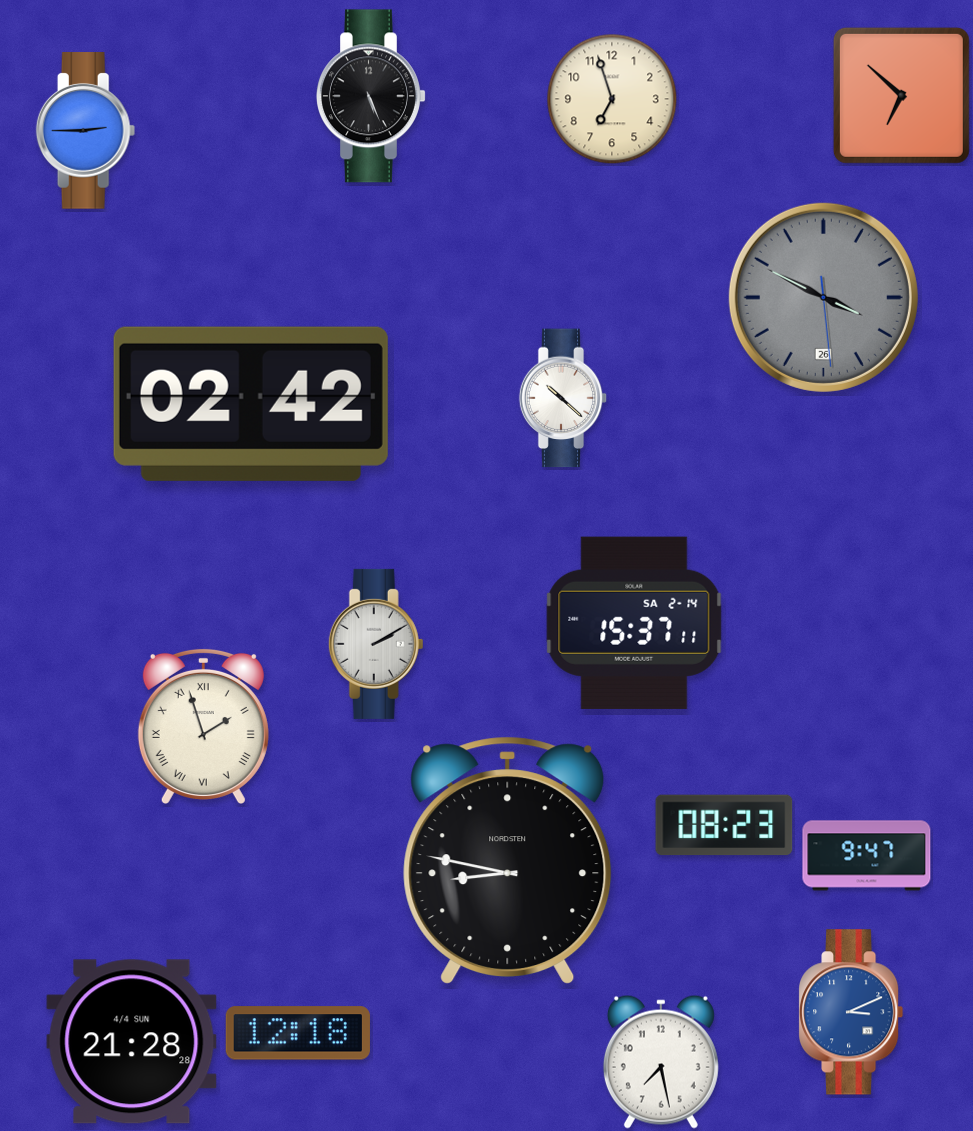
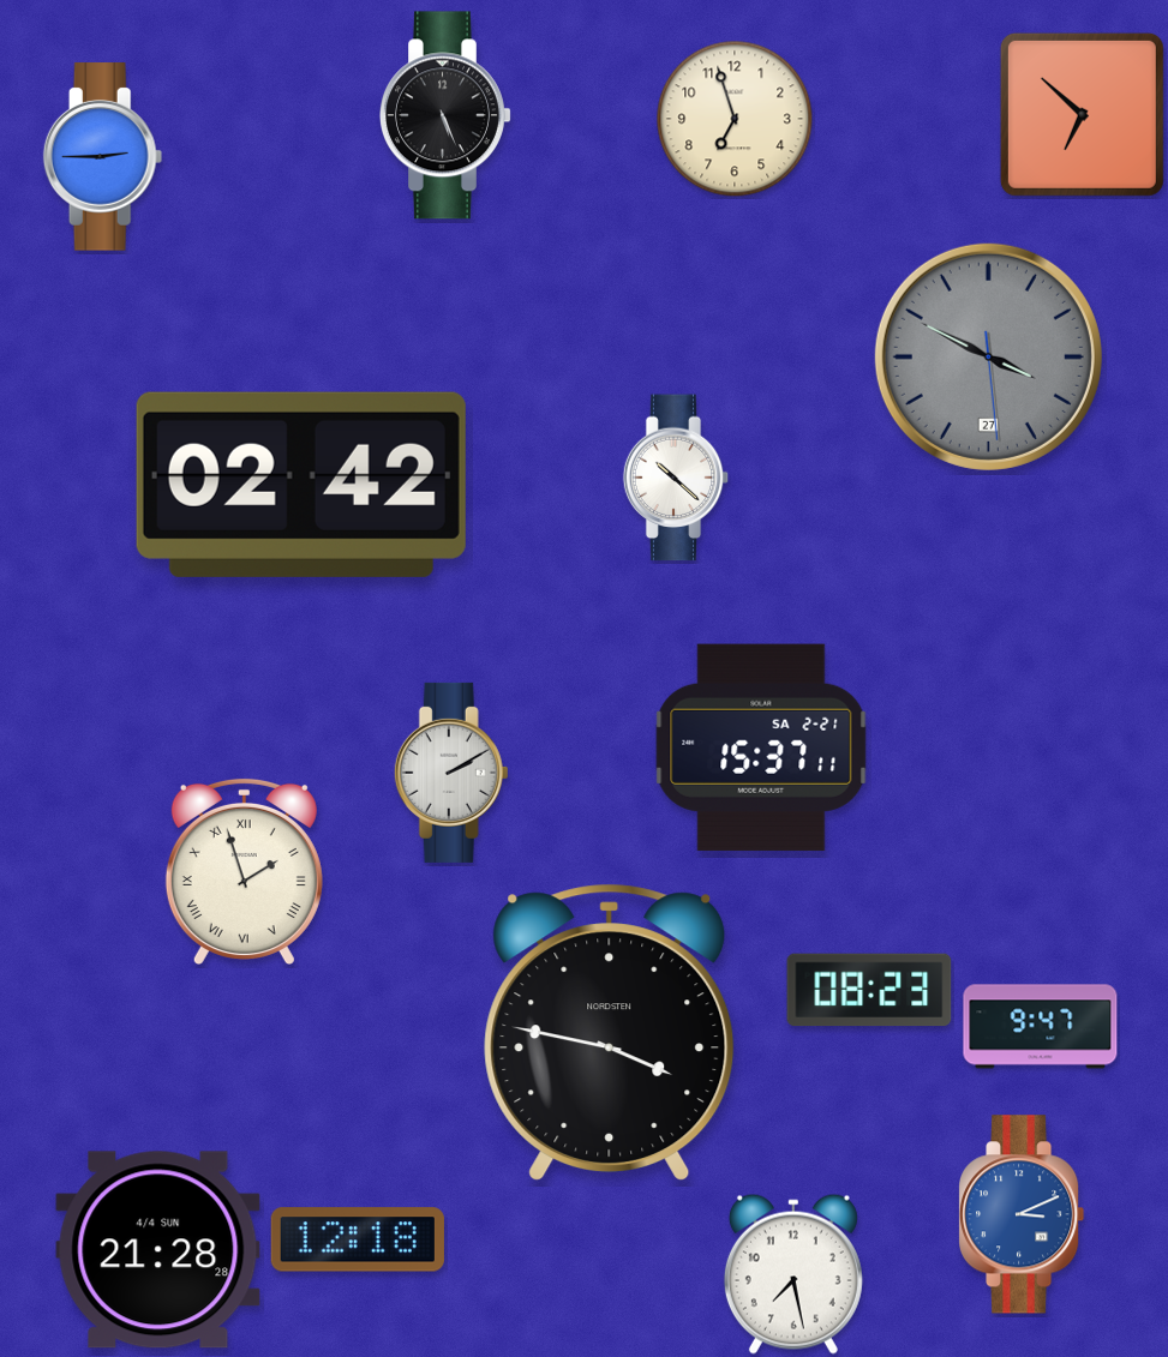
clock at (823, 297) date: 26 -> 27
clock at (634, 623) date: SA 2-14 -> SA 2-21
clock at (508, 860): 8:47 -> 3:47
